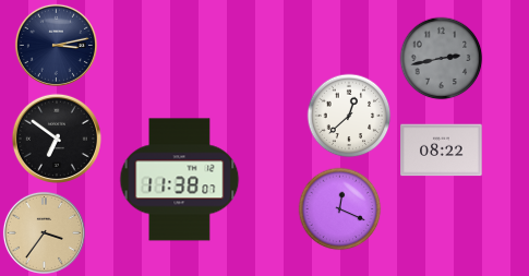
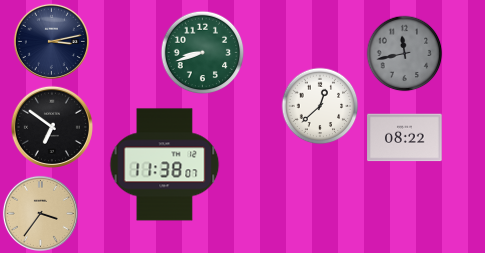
clock at (203, 53): none -> 8:42
clock at (442, 59): 2:43 -> 11:43
clock at (340, 209): 12:19 -> none
